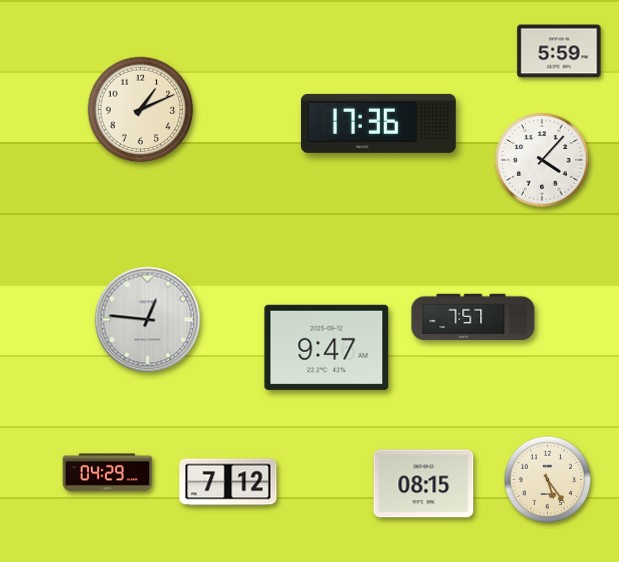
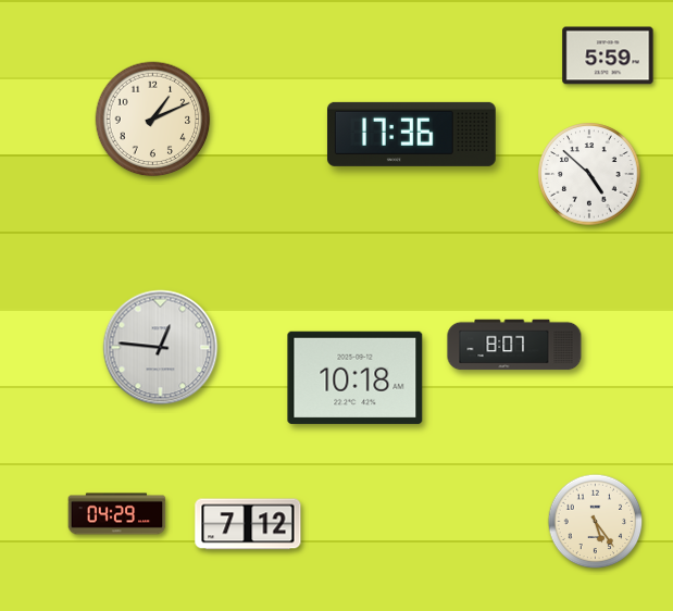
clock at (542, 160): 4:07 -> 4:52
clock at (473, 317): 7:57 -> 8:07
clock at (327, 347): 9:47 -> 10:18
clock at (424, 484): 08:15 -> none
